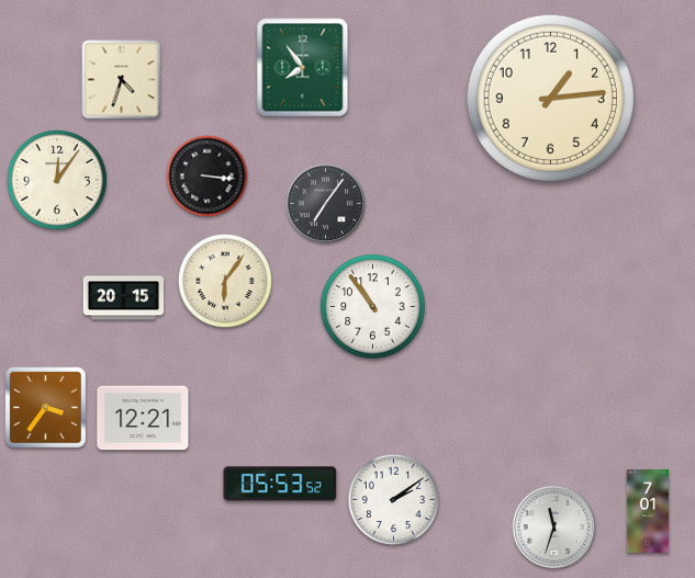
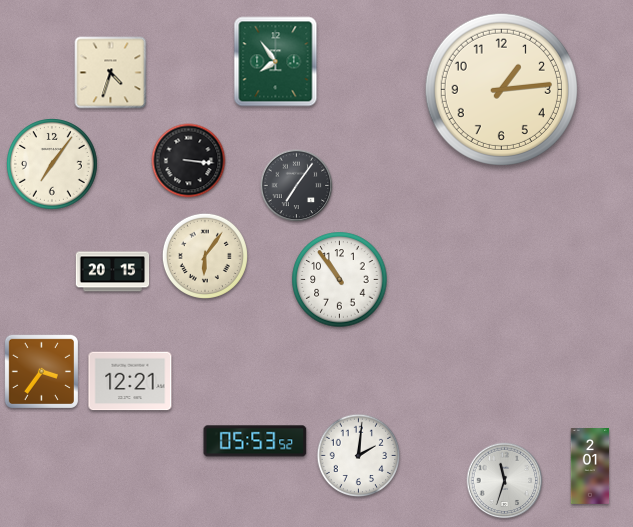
clock at (58, 181): 12:06 -> 7:06
clock at (394, 500): 2:09 -> 2:01
clock at (648, 512): 7:01 -> 2:01
